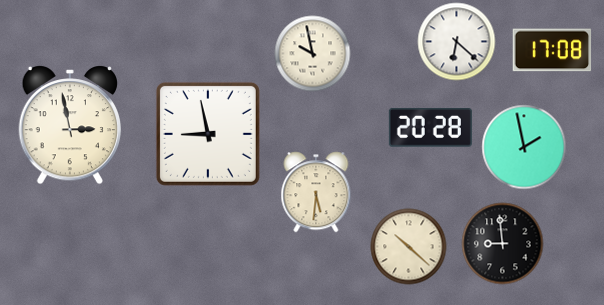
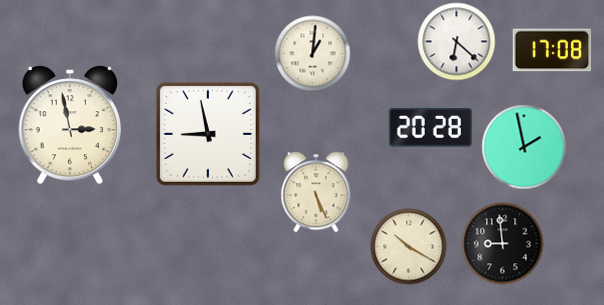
clock at (313, 54): 9:58 -> 1:01
clock at (316, 192): 5:31 -> 5:26
clock at (409, 247): 10:22 -> 10:20
